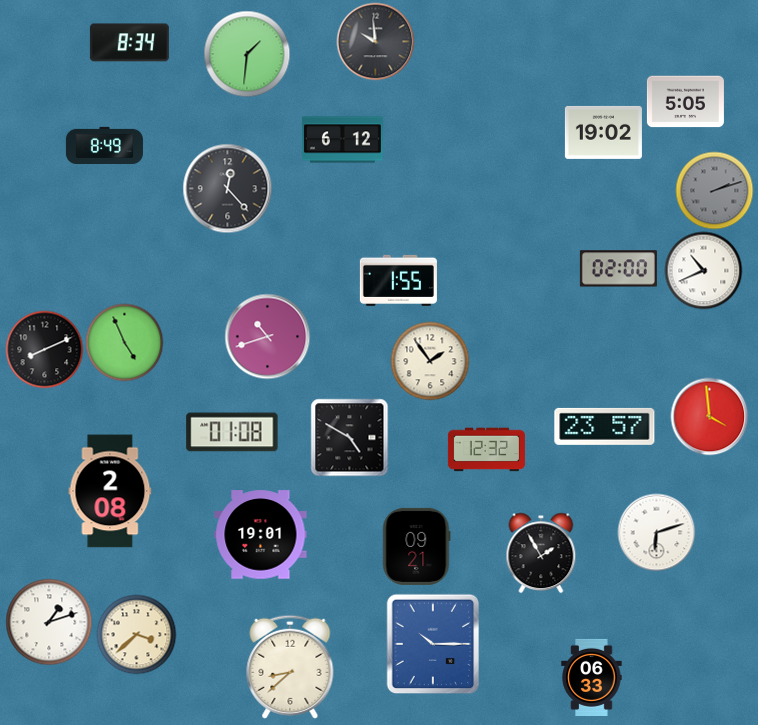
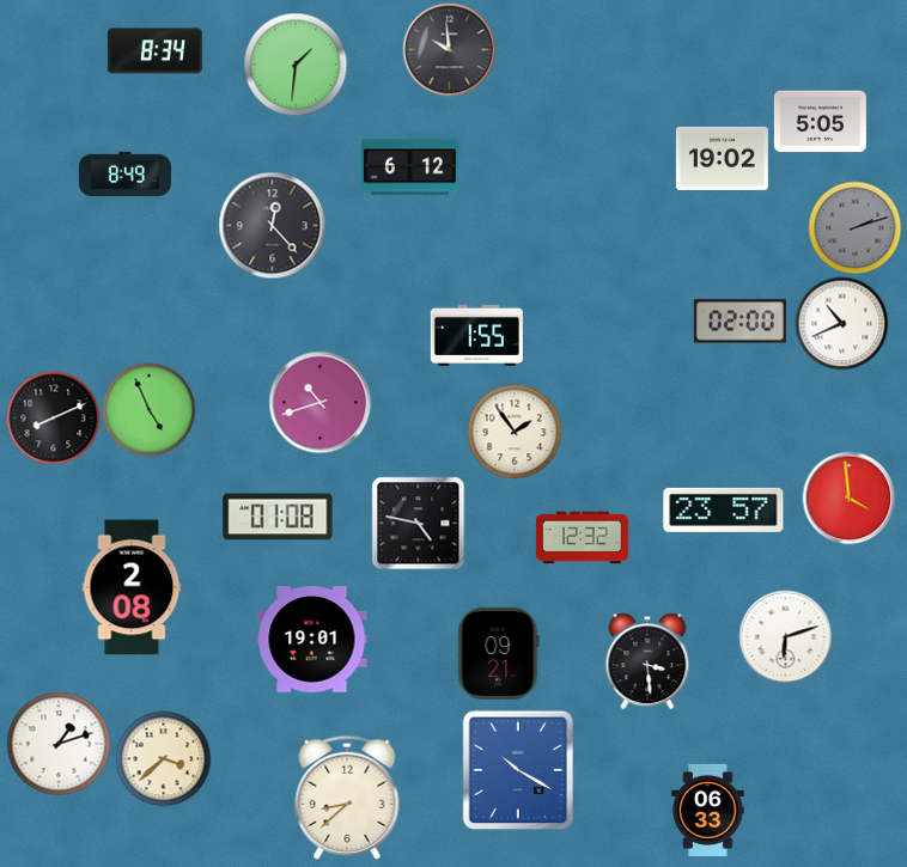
clock at (349, 437): 4:50 -> 4:47
clock at (541, 553): 1:55 -> 3:29
clock at (433, 644): 10:15 -> 10:20
